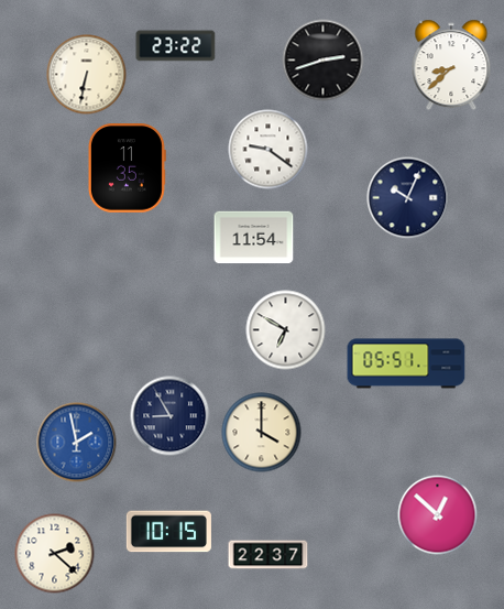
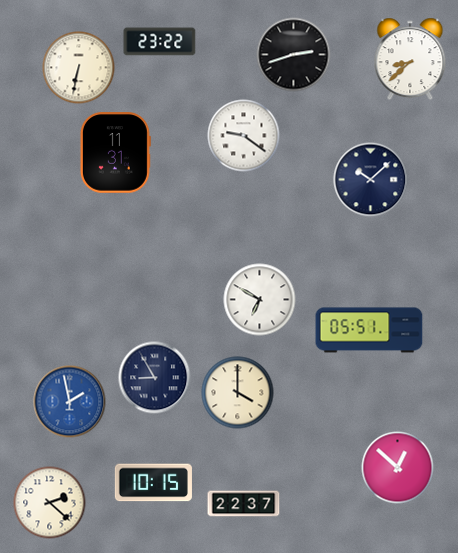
clock at (127, 168): 11:35 -> 11:31
clock at (408, 198): 10:04 -> 10:08
clock at (254, 238): 11:54 -> none
